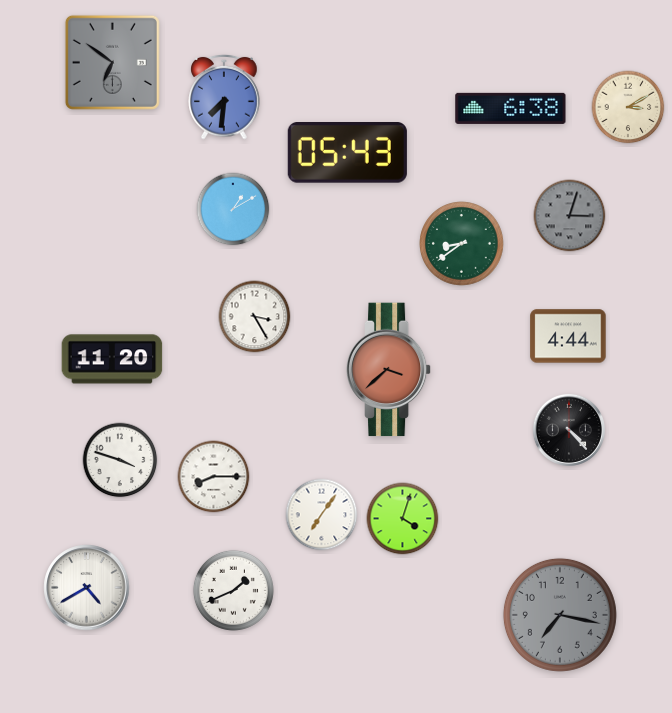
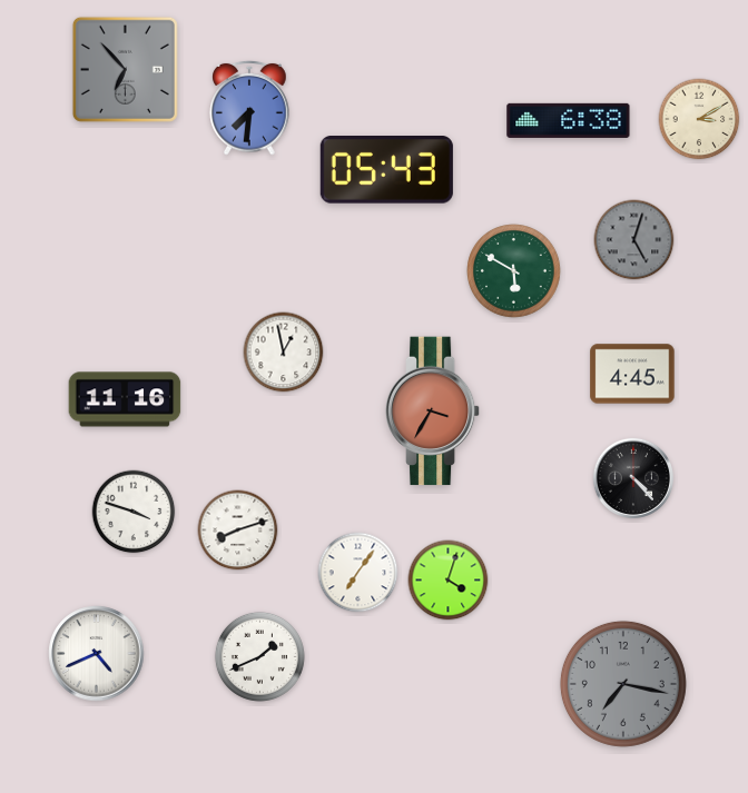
clock at (112, 62): 6:51 -> 6:53
clock at (233, 209): 1:10 -> none
clock at (570, 216): 3:03 -> 5:03
clock at (462, 244): 8:39 -> 5:50
clock at (255, 317): 3:25 -> 12:58
clock at (568, 336): 4:44 -> 4:45
clock at (112, 359): 11:20 -> 11:16
clock at (389, 370): 3:38 -> 3:35
clock at (214, 477): 8:15 -> 8:12
clock at (403, 519) position: (403, 519) -> (449, 581)
clock at (87, 588): 4:40 -> 4:41
